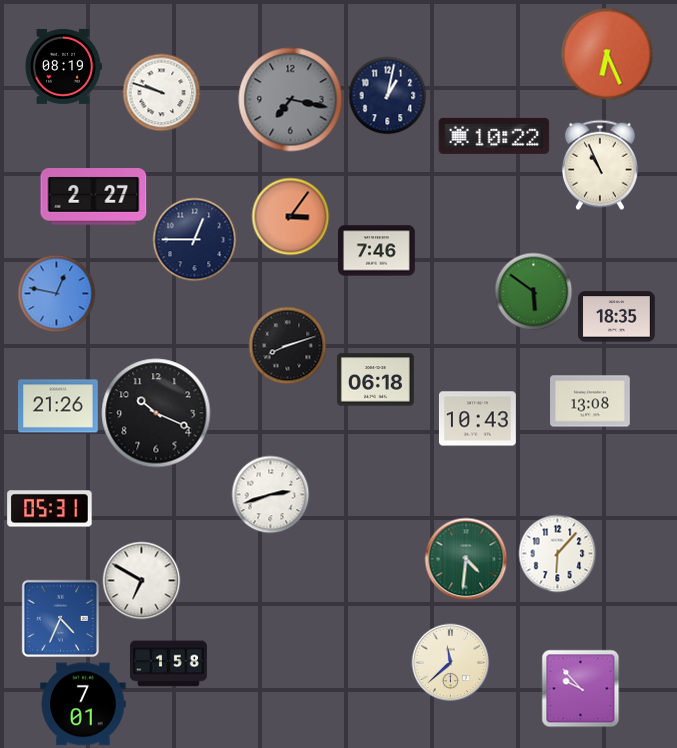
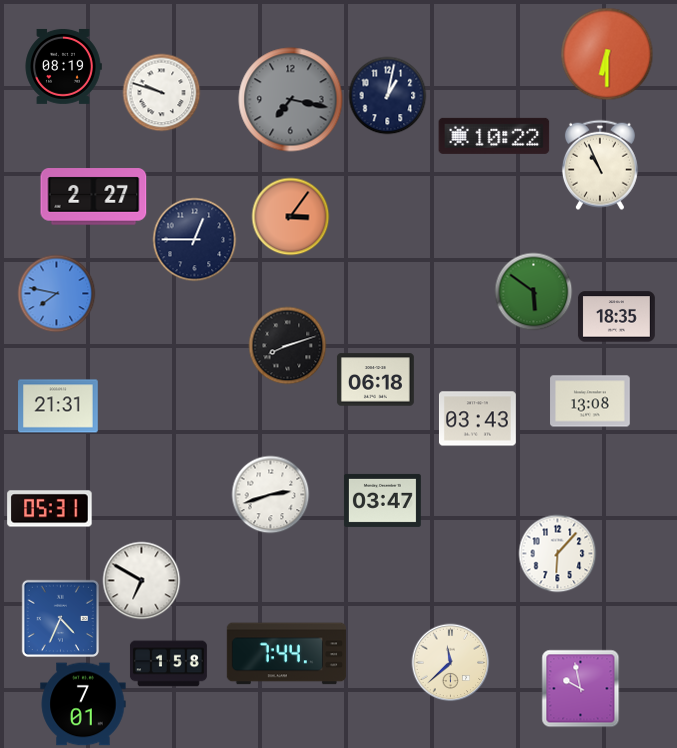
clock at (607, 54): 6:26 -> 6:30
clock at (376, 251): 7:46 -> none
clock at (56, 293): 12:47 -> 7:47
clock at (58, 406): 21:26 -> 21:31
clock at (156, 413): 10:19 -> none
clock at (477, 419): 10:43 -> 03:43
clock at (382, 500): none -> 03:47
clock at (466, 559): 4:31 -> none
clock at (286, 654): none -> 7:44
clock at (580, 688): 9:53 -> 9:58
